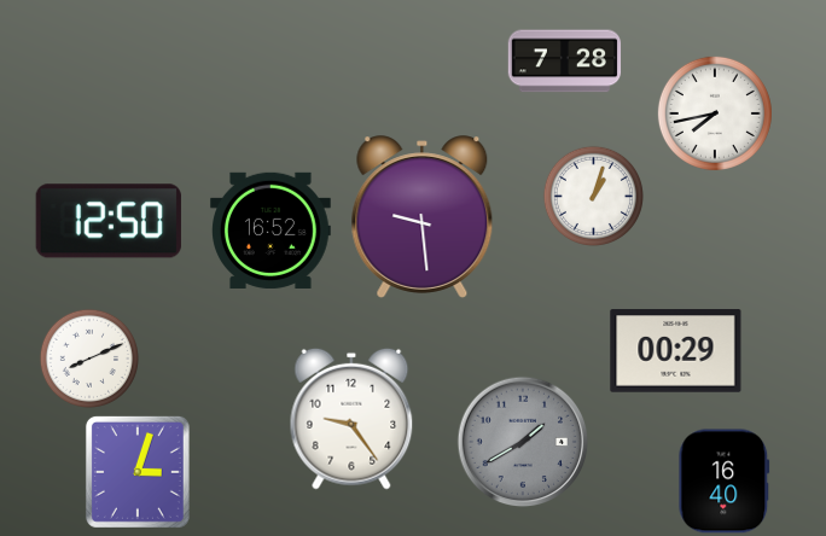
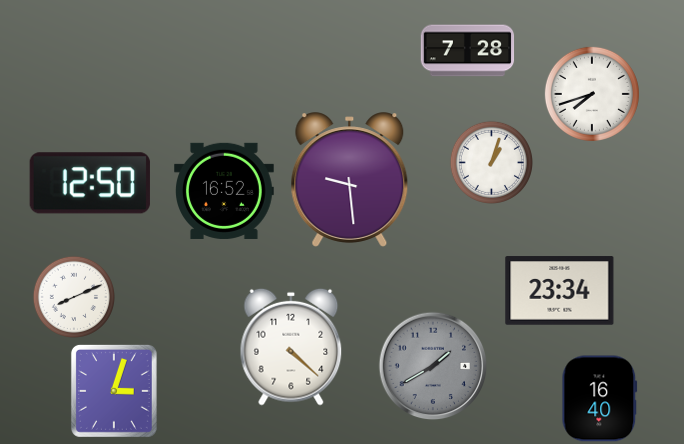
clock at (715, 113): 7:43 -> 7:42
clock at (676, 351): 00:29 -> 23:34
clock at (351, 419): 9:24 -> 4:22
